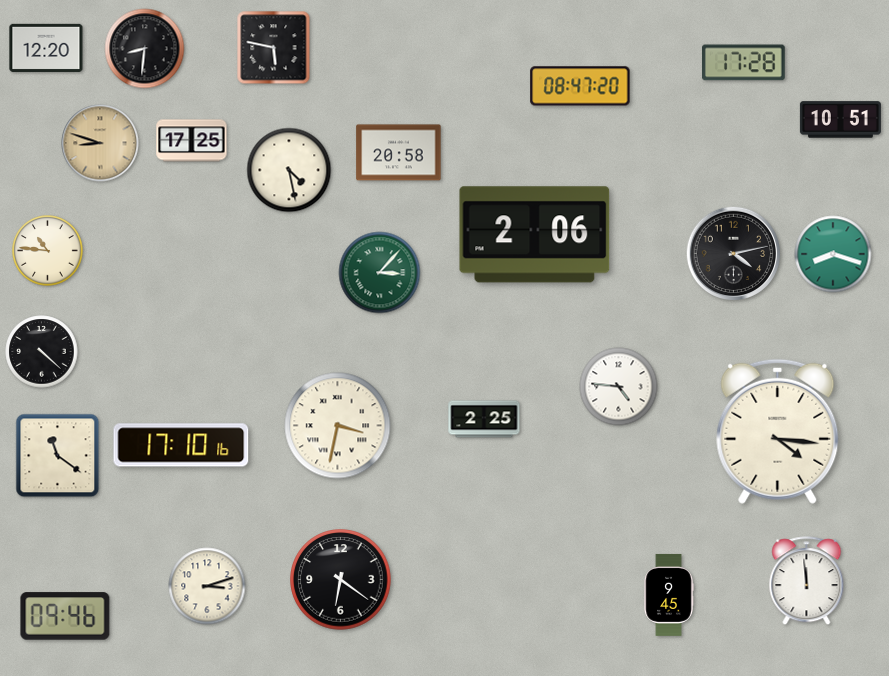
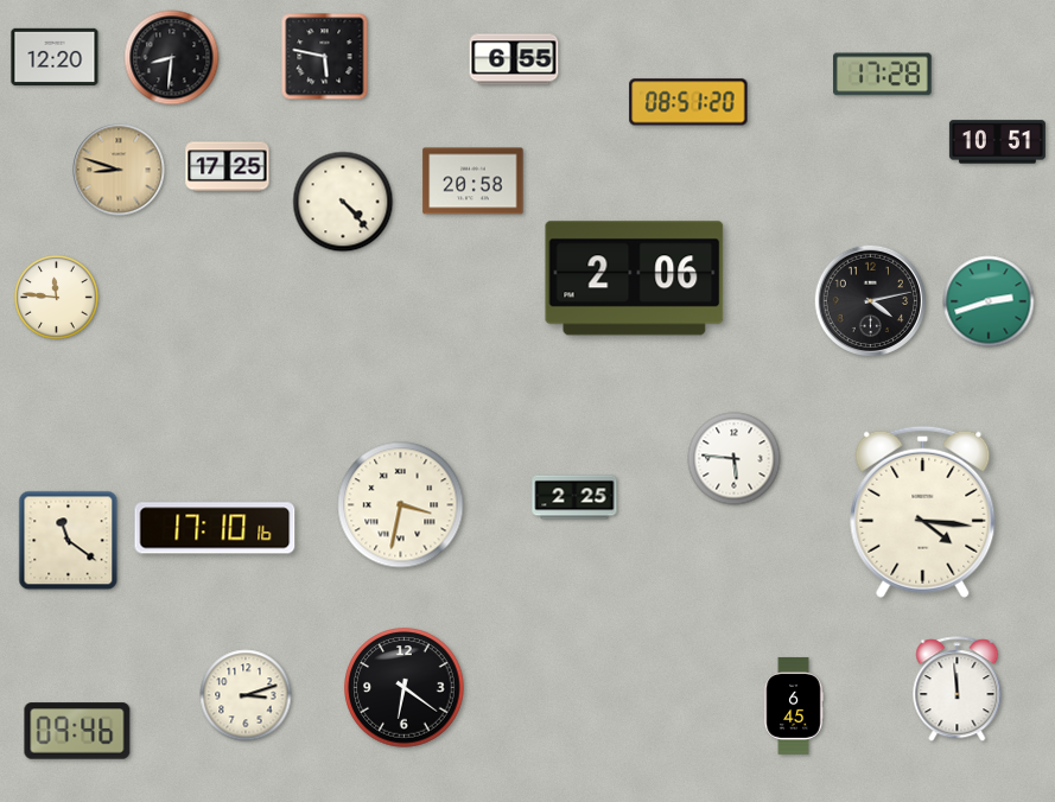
clock at (514, 59): none -> 6:55
clock at (580, 86): 08:47 -> 08:51
clock at (289, 170): 4:28 -> 4:23
clock at (48, 251): 10:46 -> 11:46
clock at (833, 254): 8:18 -> 2:42
clock at (380, 273): 3:07 -> none
clock at (42, 352): 4:22 -> none
clock at (619, 387): 4:46 -> 5:46
clock at (669, 595): 9:45 -> 6:45
